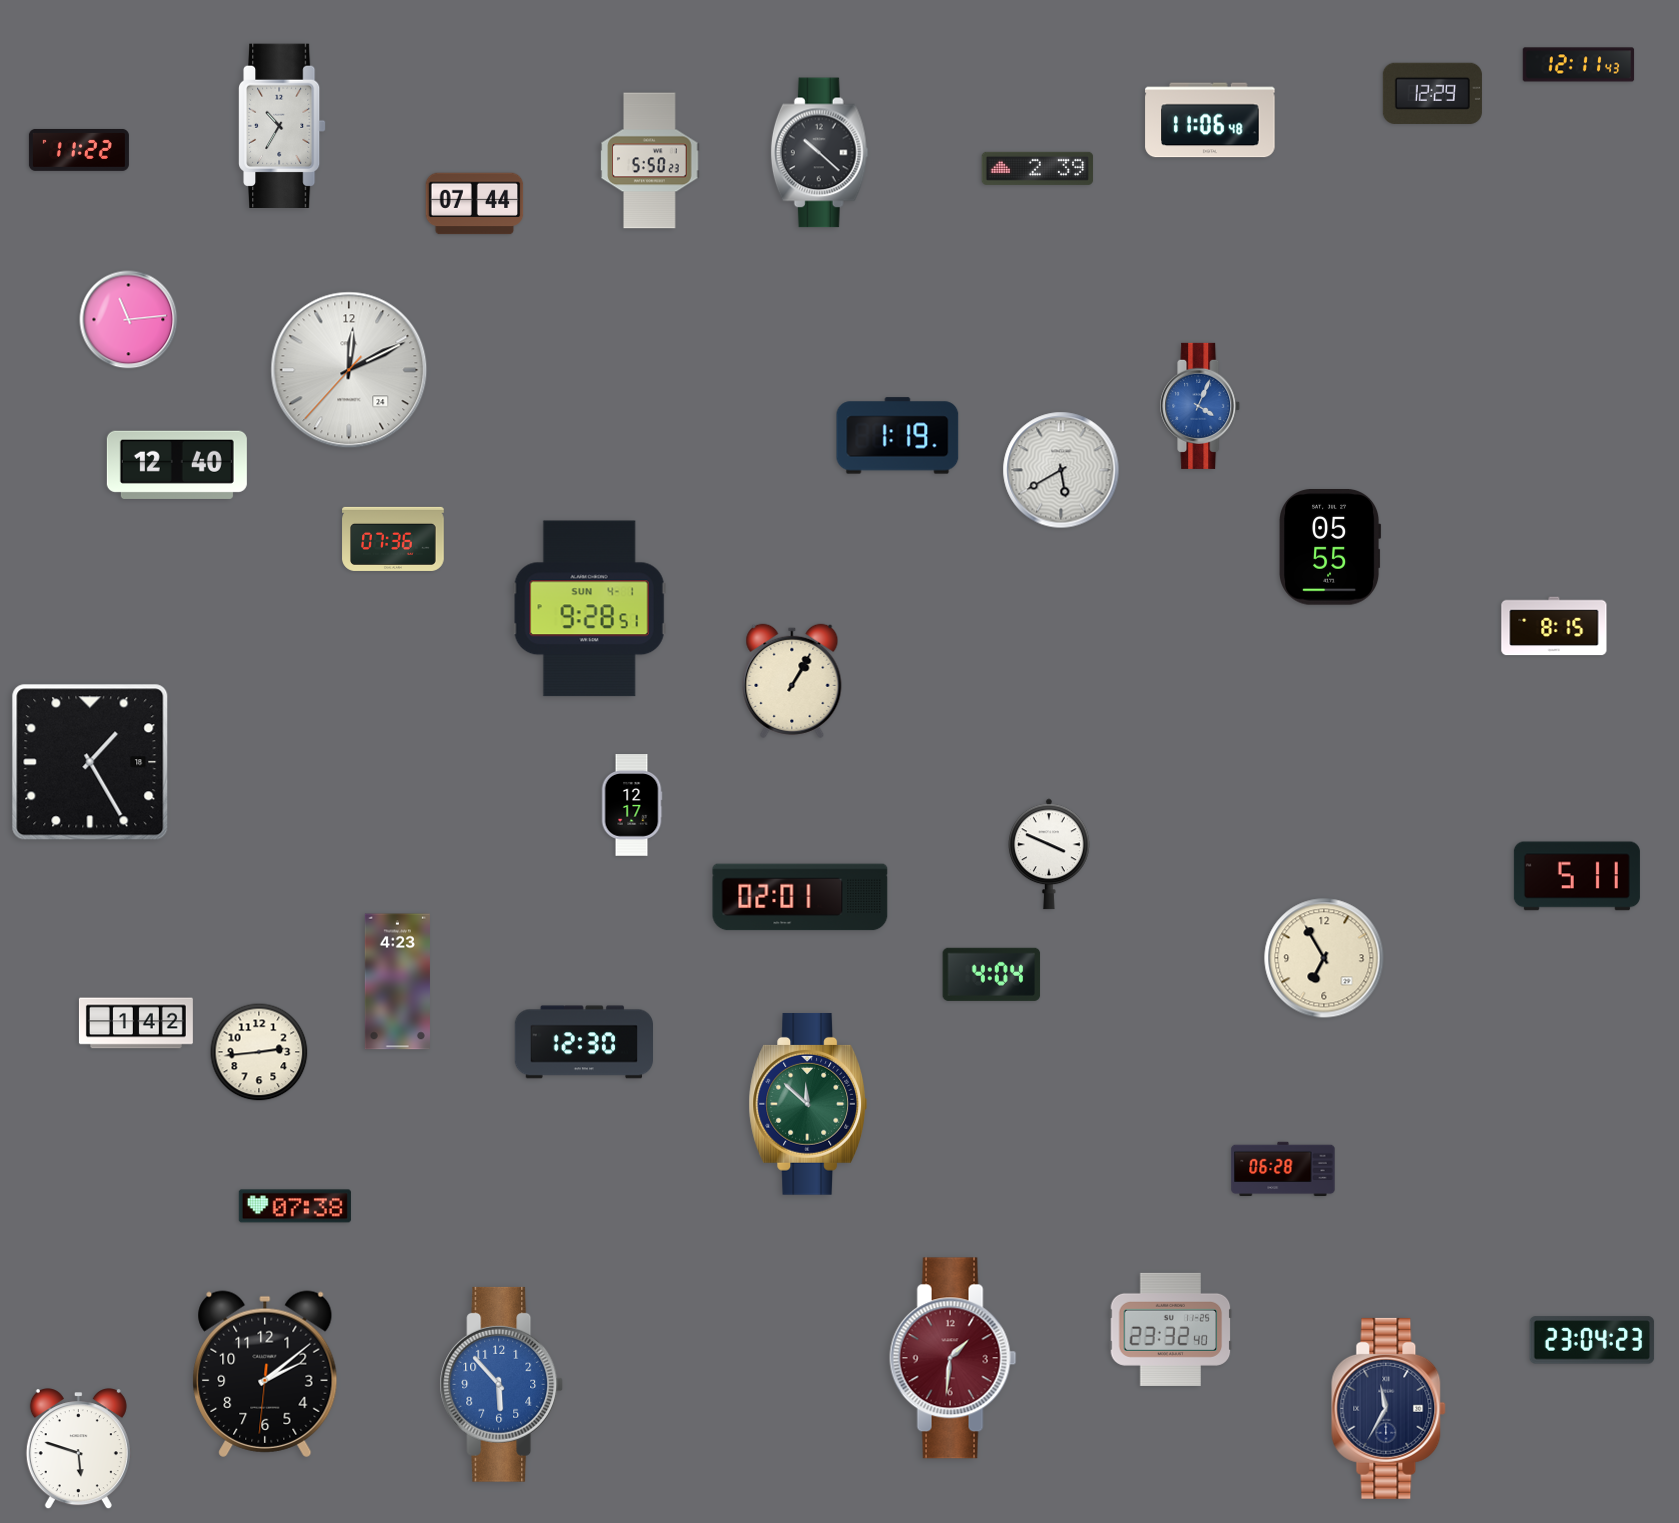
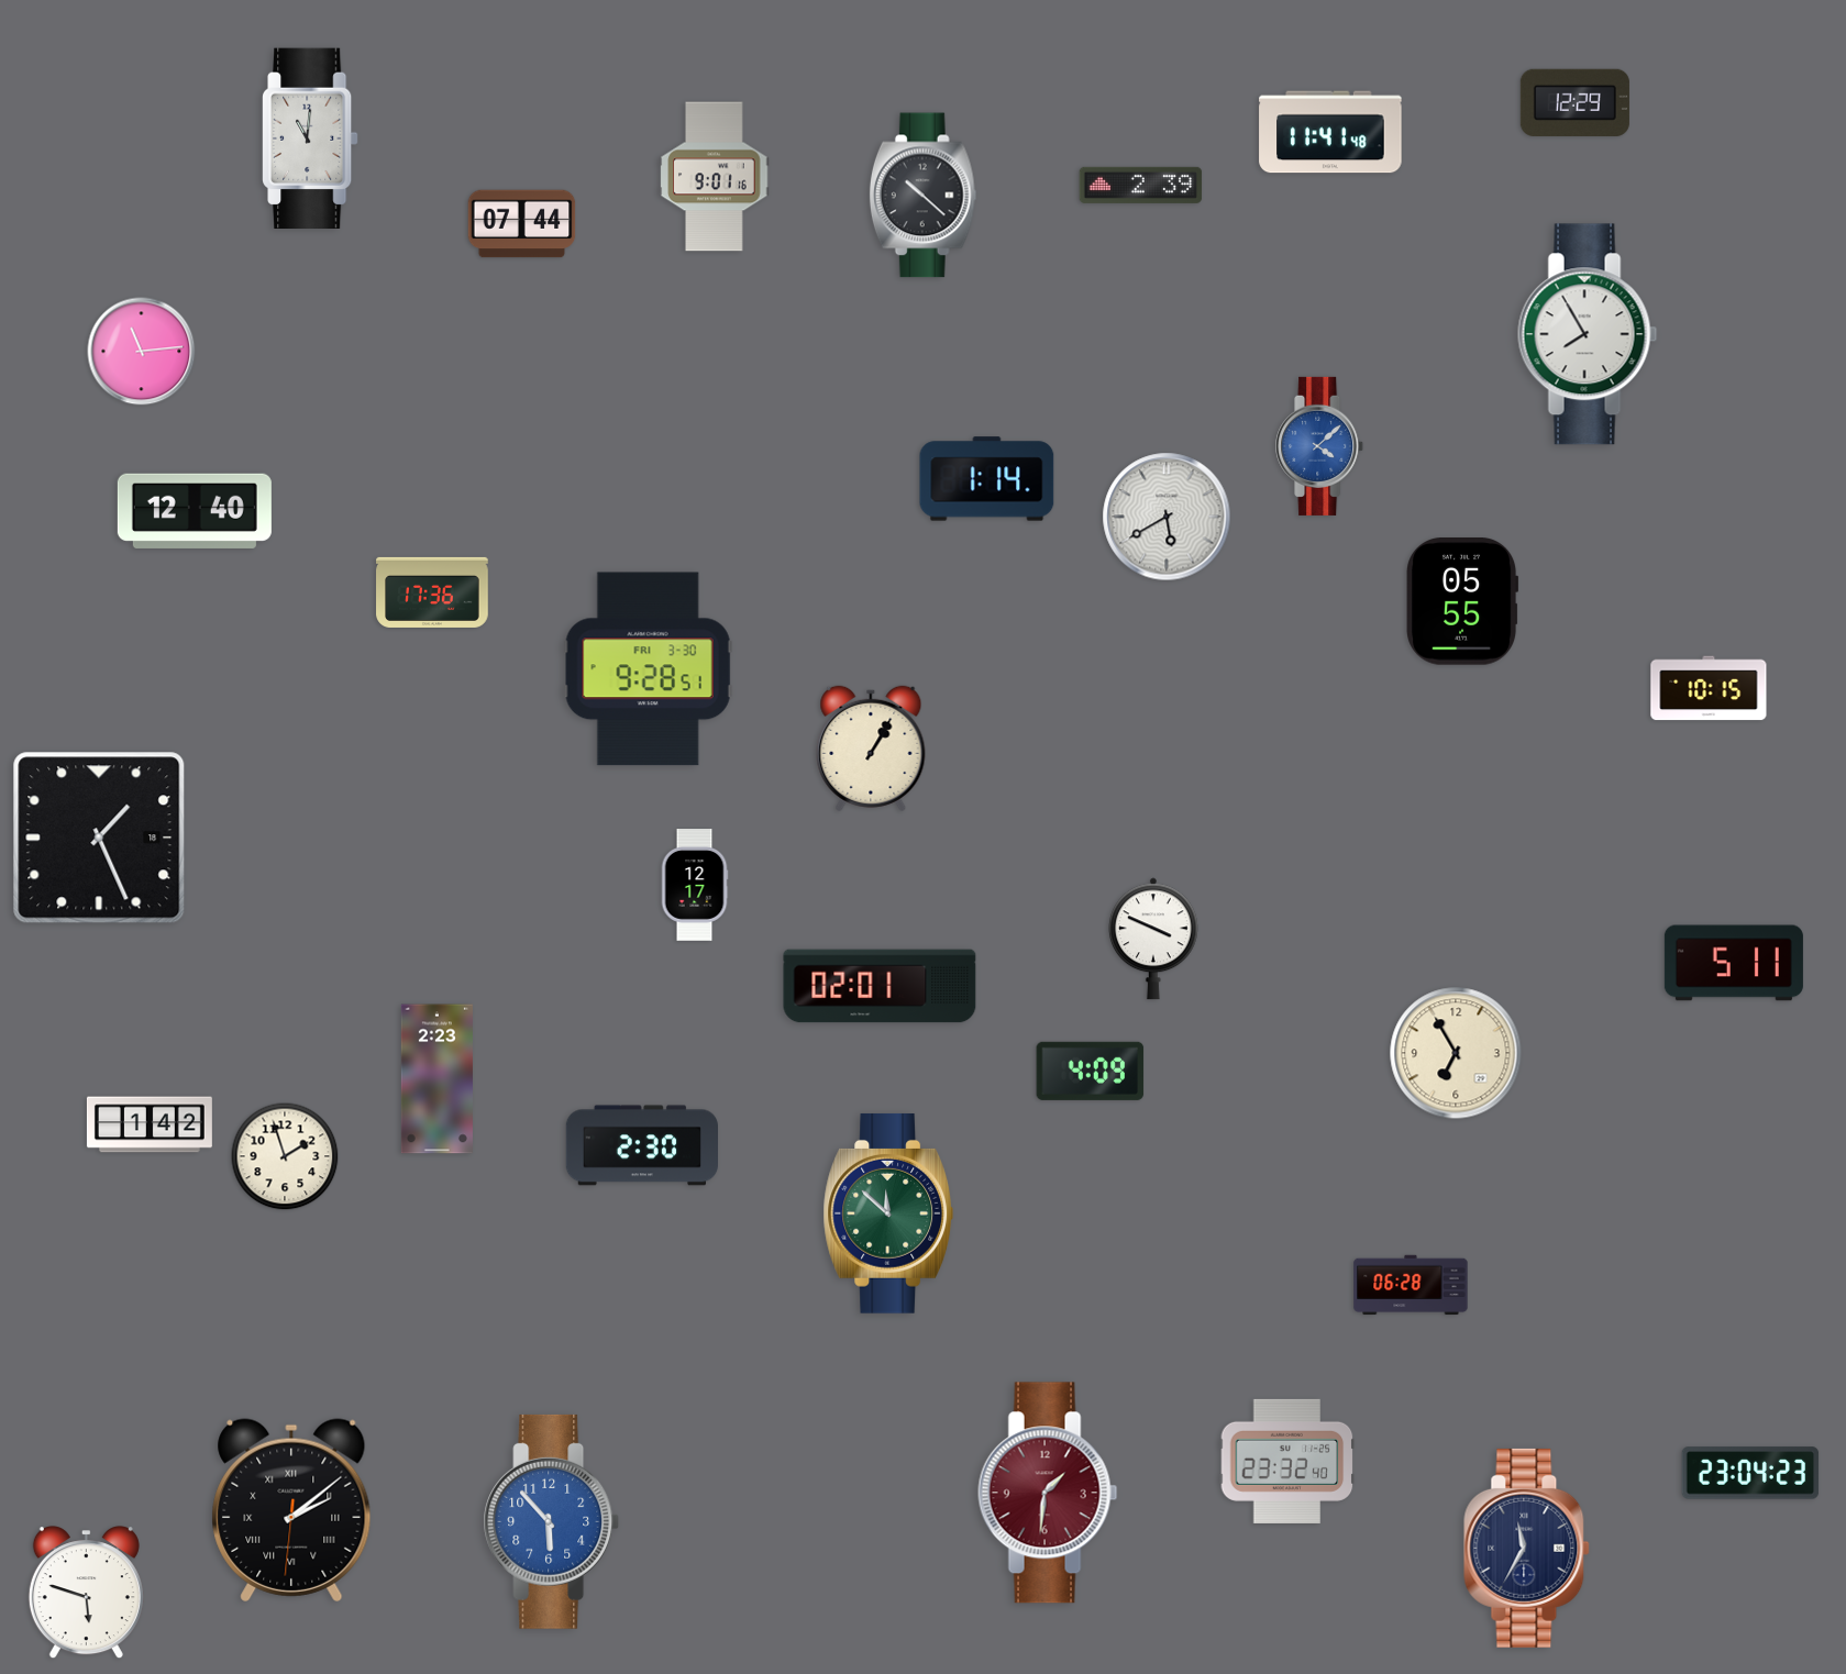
clock at (1579, 65): 12:11 -> none
clock at (1210, 120): 11:06 -> 11:41
clock at (282, 125): 10:35 -> 11:01
clock at (79, 150): 11:22 -> none
clock at (819, 153) position: (819, 153) -> (922, 196)
clock at (650, 161): 5:50 -> 9:01
clock at (1588, 334): none -> 7:55
clock at (349, 370): 12:10 -> none
clock at (1201, 406): 4:04 -> 4:08
clock at (898, 436): 1:19 -> 1:14
clock at (393, 539): 07:36 -> 17:36
clock at (589, 609) date: SUN 4-1 -> FRI 3-30
clock at (1554, 626): 8:15 -> 10:15
clock at (90, 762): 1:25 -> 1:26
clock at (992, 974): 4:04 -> 4:09
clock at (397, 982): 4:23 -> 2:23
clock at (583, 1042): 12:30 -> 2:30
clock at (259, 1052): 2:44 -> 1:57
clock at (295, 1206): 07:38 -> none
clock at (265, 1374) numerals: Arabic -> Roman
